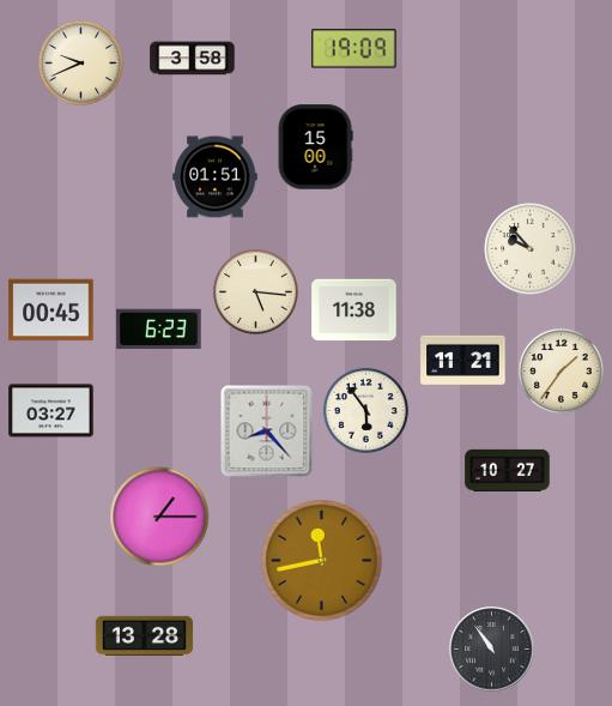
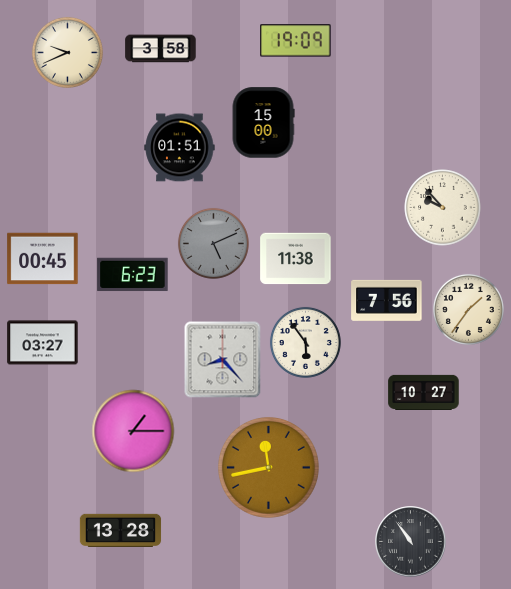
clock at (255, 291): 5:16 -> 5:11
clock at (255, 291) dial: cream -> grey
clock at (463, 360): 11:21 -> 7:56
